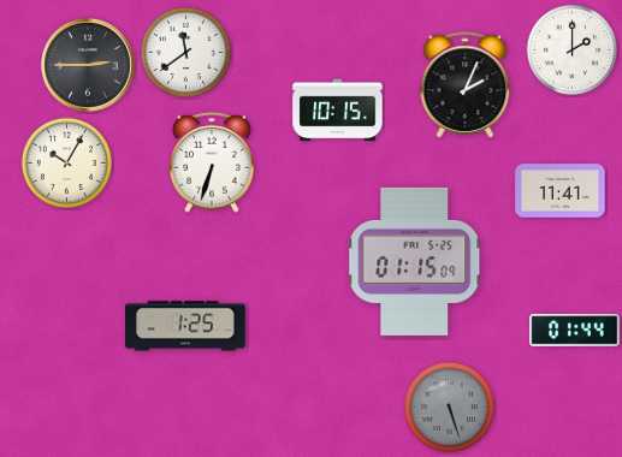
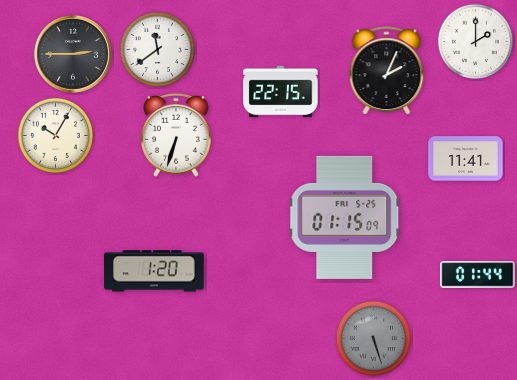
clock at (185, 52) position: (185, 52) -> (157, 49)
clock at (338, 111): 10:15 -> 22:15
clock at (185, 326): 1:25 -> 1:20
